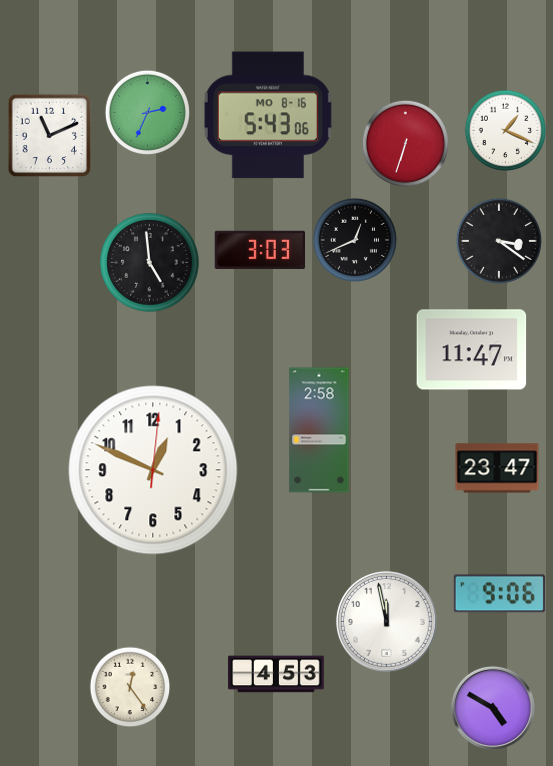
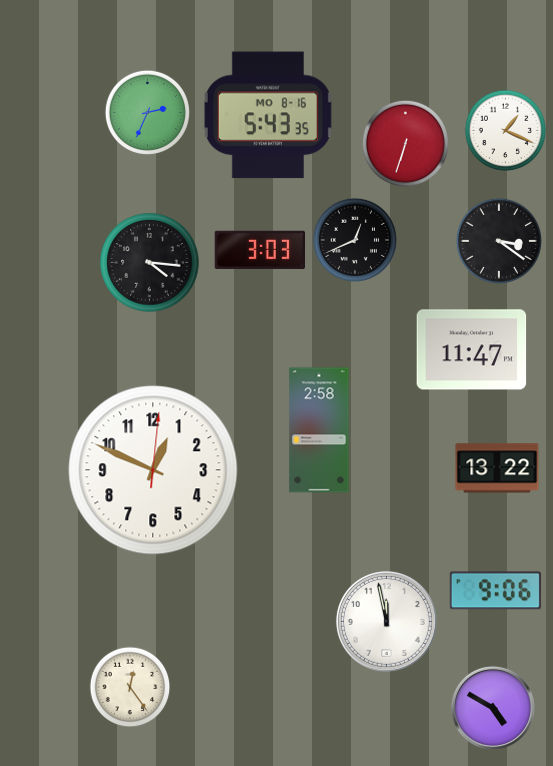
clock at (268, 115): 5:43:06 -> 5:43:35
clock at (50, 136): 11:11 -> none
clock at (150, 263): 4:59 -> 4:16
clock at (497, 468): 23:47 -> 13:22
clock at (499, 594) position: (499, 594) -> (495, 591)
clock at (276, 674): 4:53 -> none
